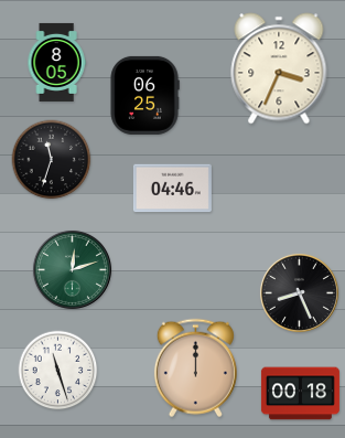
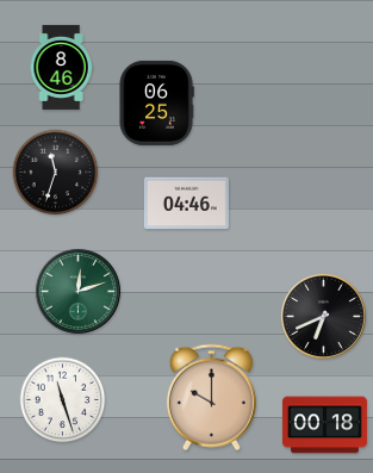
clock at (56, 62): 8:05 -> 8:46
clock at (279, 68): 3:34 -> none
clock at (299, 292): 8:26 -> 6:41
clock at (195, 368): 12:00 -> 10:00
